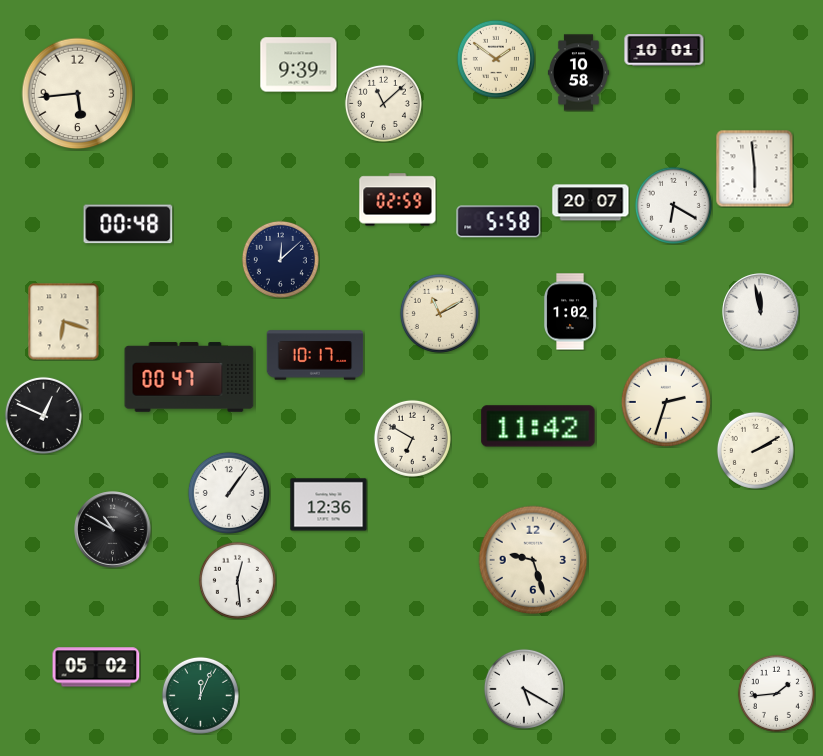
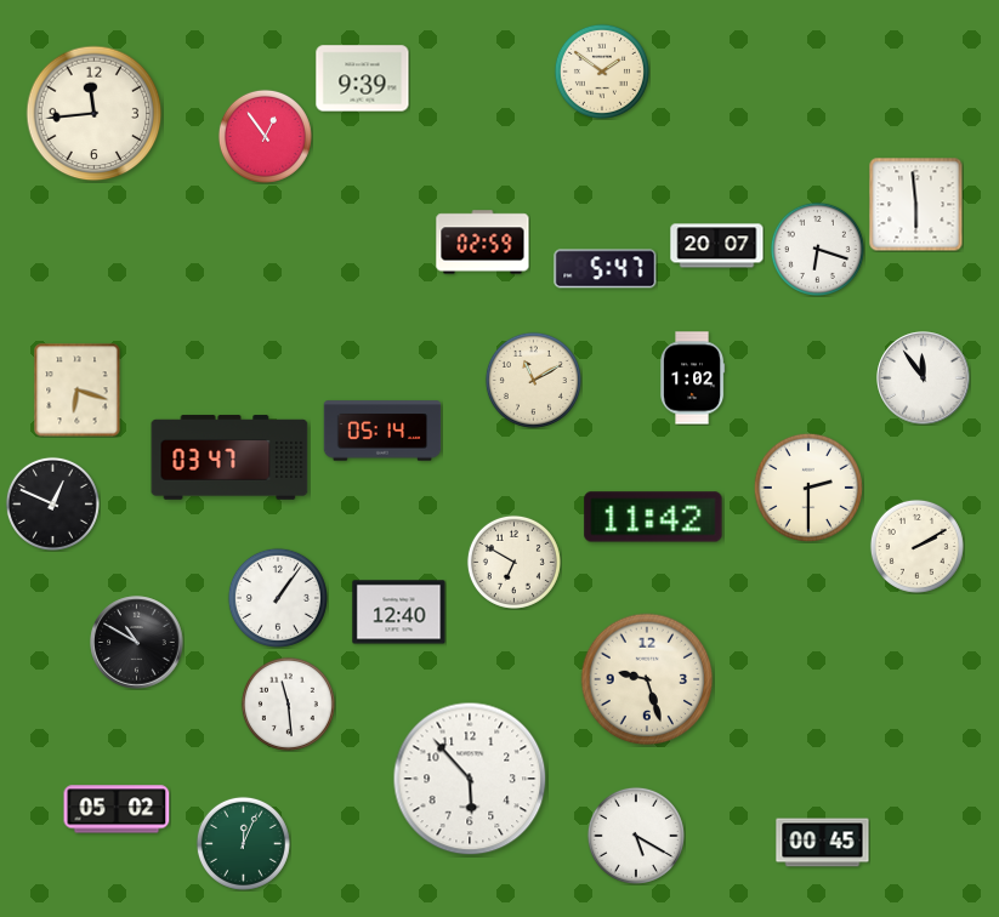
clock at (664, 50): 10:01 -> none
clock at (578, 73): 10:58 -> none
clock at (78, 94): 5:44 -> 11:44
clock at (383, 103): 11:08 -> none
clock at (265, 136): none -> 12:54
clock at (673, 205): 6:20 -> 6:18
clock at (499, 222): 5:58 -> 5:47
clock at (128, 224): 00:48 -> none
clock at (280, 259): 12:08 -> none
clock at (761, 312): 11:58 -> 11:54
clock at (315, 355): 10:17 -> 05:14
clock at (189, 377): 00:47 -> 03:47
clock at (665, 401): 2:33 -> 2:30
clock at (412, 438) position: (412, 438) -> (513, 562)
clock at (329, 505): 12:36 -> 12:40
clock at (237, 580): 12:29 -> 11:29
clock at (470, 779): none -> 5:53
clock at (776, 693): 1:44 -> none
clock at (823, 843): none -> 00:45
